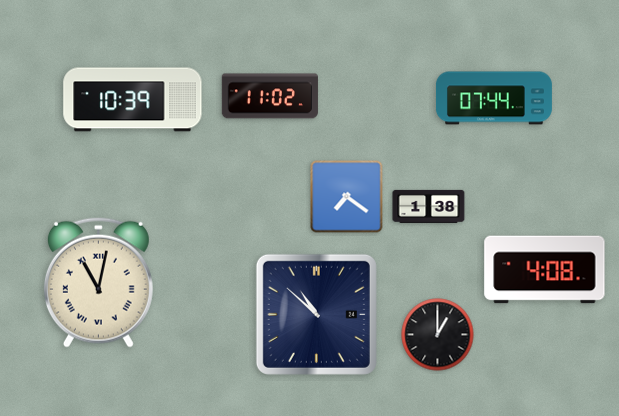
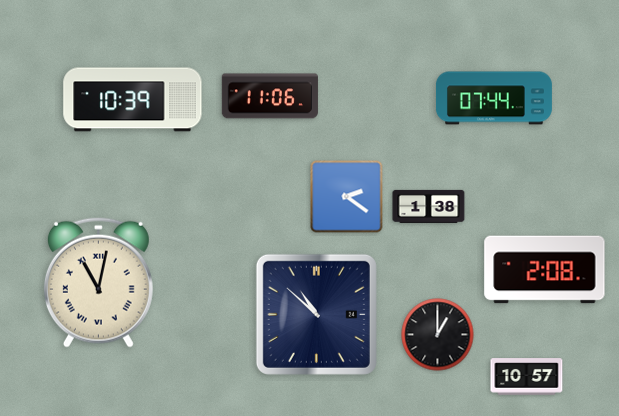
clock at (270, 96): 11:02 -> 11:06
clock at (347, 197): 7:21 -> 2:21
clock at (545, 270): 4:08 -> 2:08
clock at (527, 377): none -> 10:57
